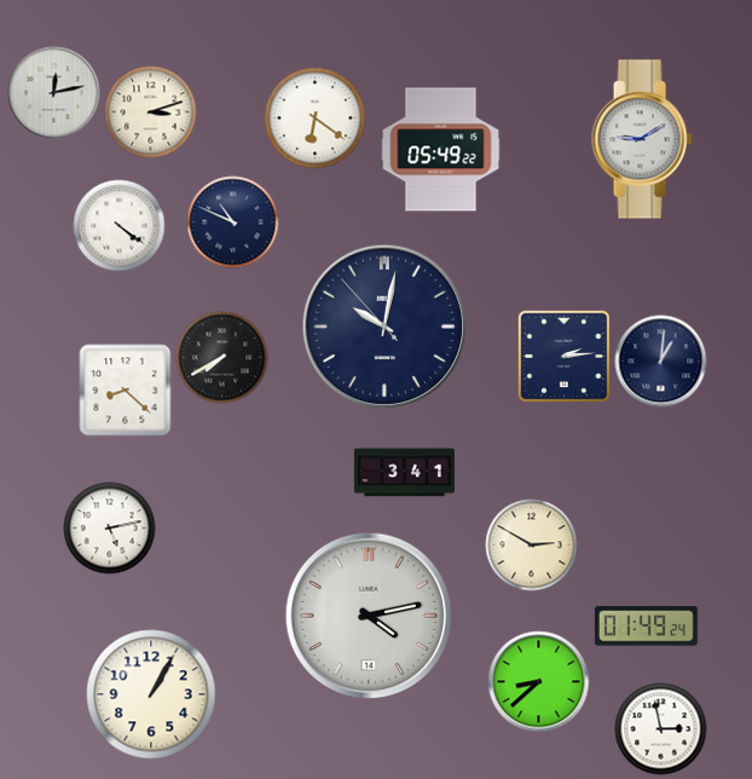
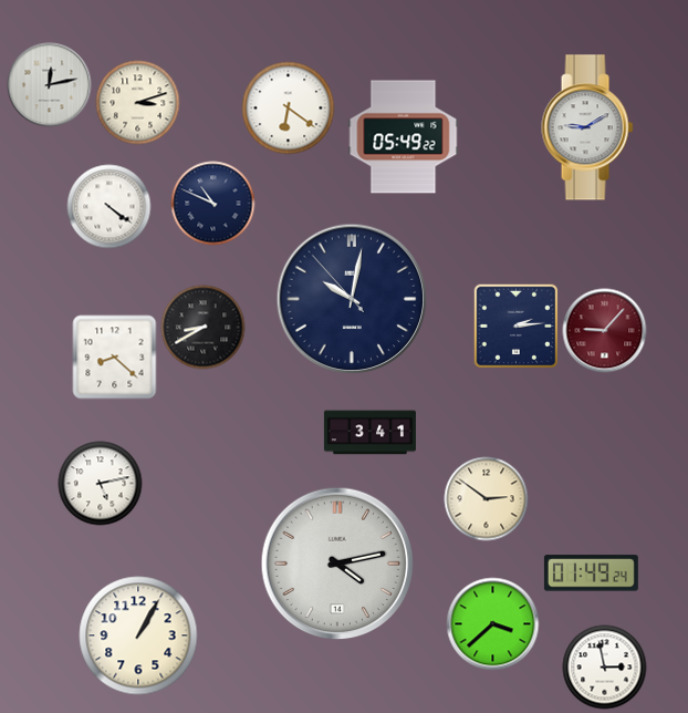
clock at (222, 358): 7:40 -> 8:40
clock at (661, 362): 1:01 -> 9:07
clock at (661, 362) dial: navy -> burgundy
clock at (532, 546): 2:50 -> 2:51
clock at (539, 682): 8:38 -> 3:38
